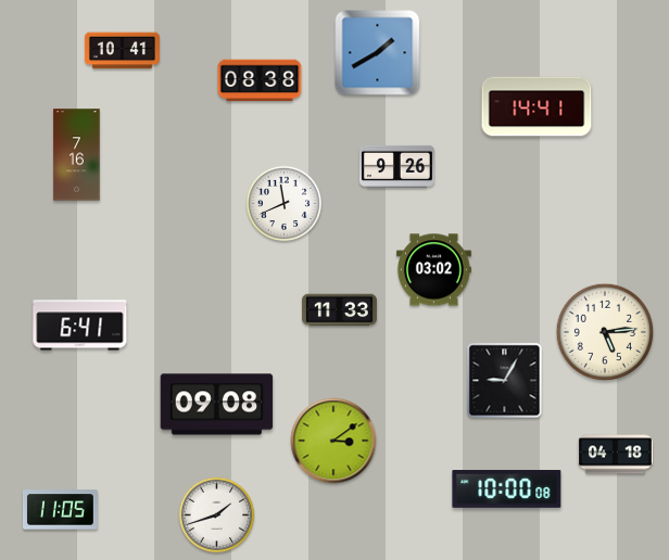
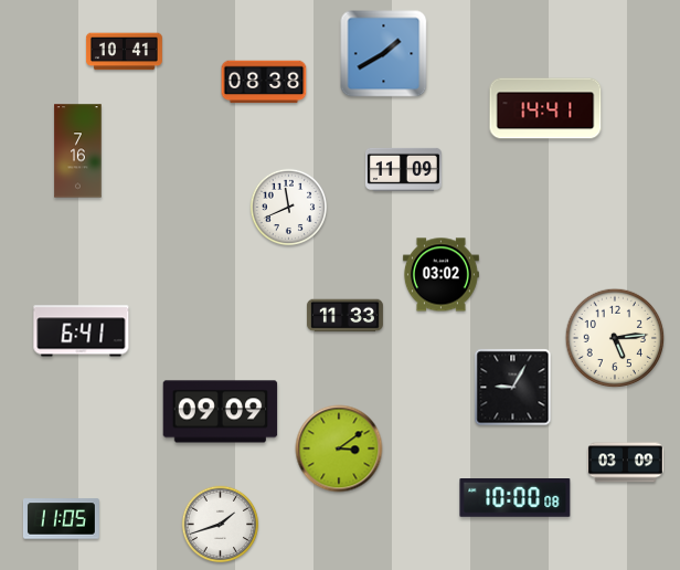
clock at (77, 155) position: (77, 155) -> (78, 151)
clock at (396, 166): 9:26 -> 11:09
clock at (217, 405): 09:08 -> 09:09
clock at (615, 455): 04:18 -> 03:09
